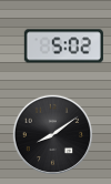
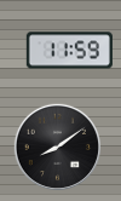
clock at (63, 47): 5:02 -> 11:59
